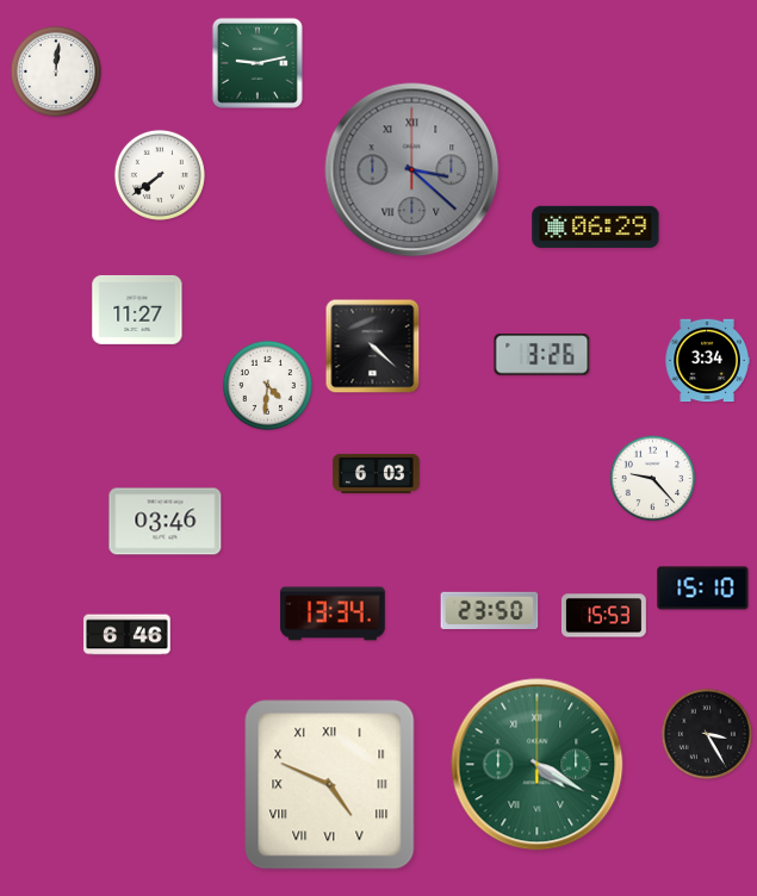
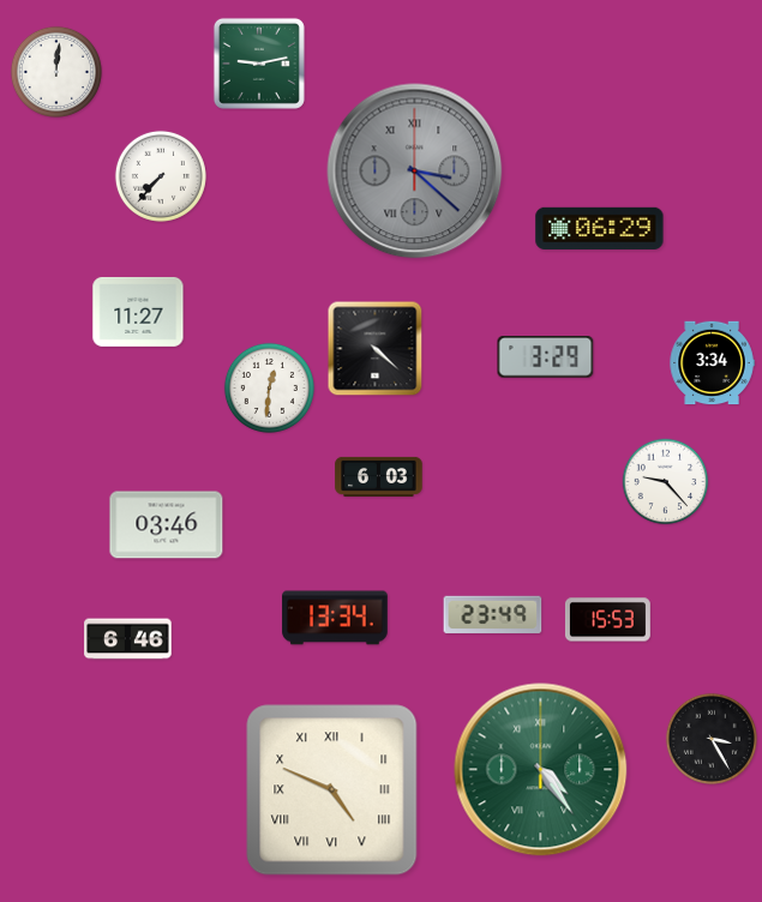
clock at (160, 175): 7:39 -> 7:37
clock at (542, 355): 3:26 -> 3:29
clock at (267, 385): 4:31 -> 12:31
clock at (653, 479) position: (653, 479) -> (666, 482)
clock at (703, 589): 15:10 -> none
clock at (490, 610): 23:50 -> 23:49
clock at (538, 765): 4:20 -> 4:24
